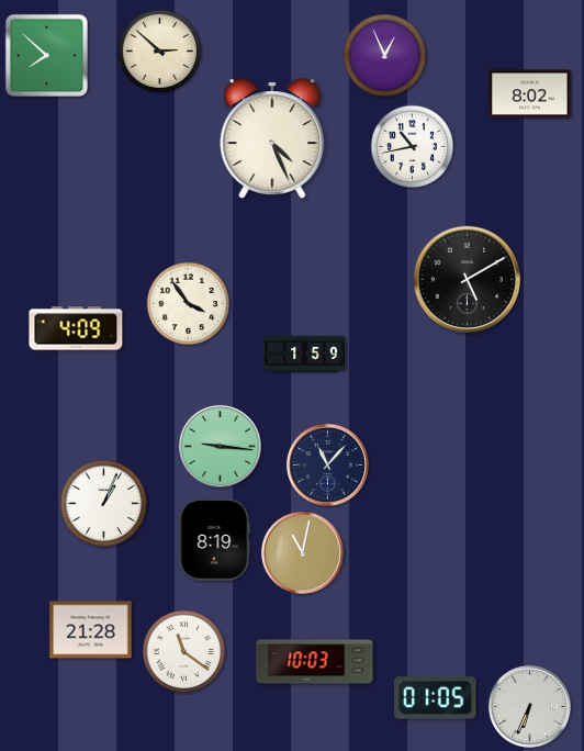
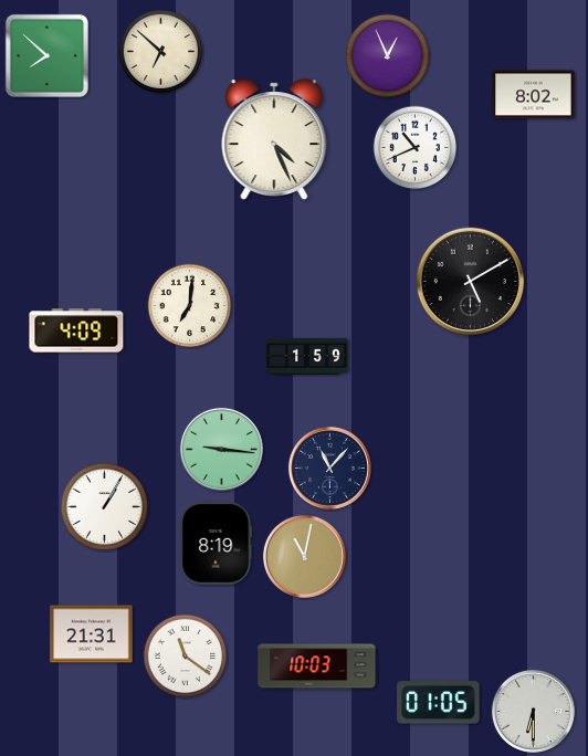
clock at (160, 52): 2:52 -> 6:52
clock at (413, 147): 10:43 -> 10:41
clock at (189, 304): 3:54 -> 7:01
clock at (104, 504): 1:04 -> 1:05
clock at (91, 630): 21:28 -> 21:31
clock at (529, 706): 6:34 -> 6:30
